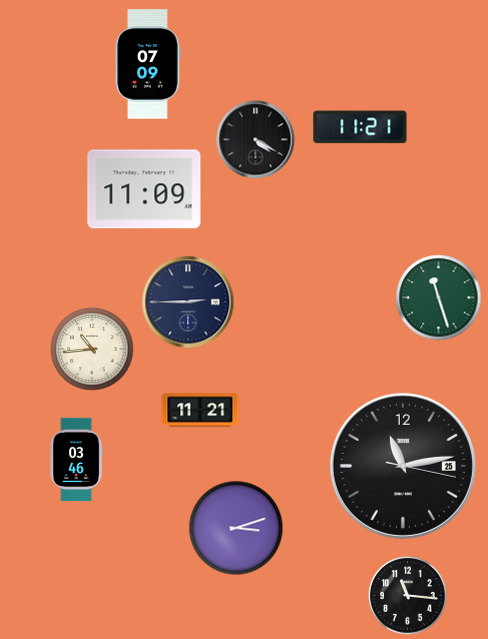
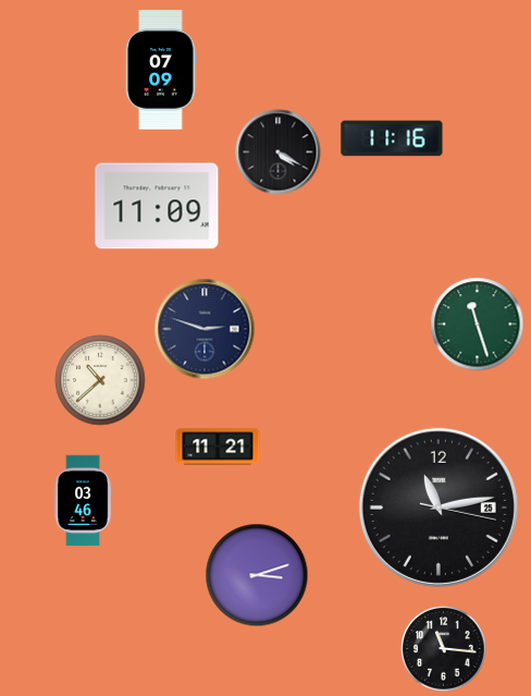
clock at (360, 127): 11:21 -> 11:16
clock at (188, 302): 2:45 -> 2:48
clock at (92, 349): 10:44 -> 10:38
